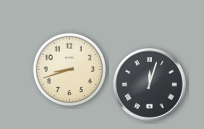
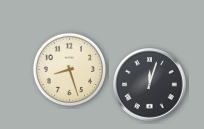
clock at (69, 69): 8:42 -> 8:27
